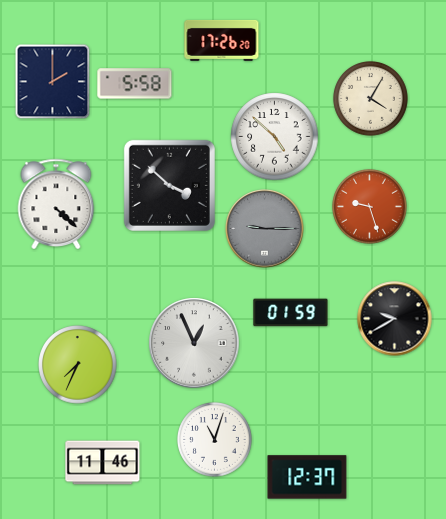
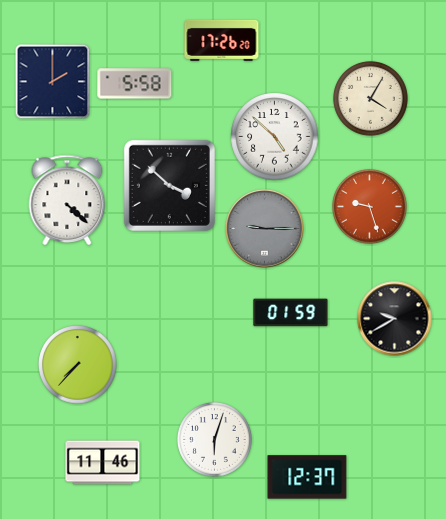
clock at (56, 204) position: (56, 204) -> (67, 200)
clock at (194, 343): 12:56 -> none
clock at (78, 365): 7:34 -> 7:37
clock at (215, 440): 11:03 -> 6:03
